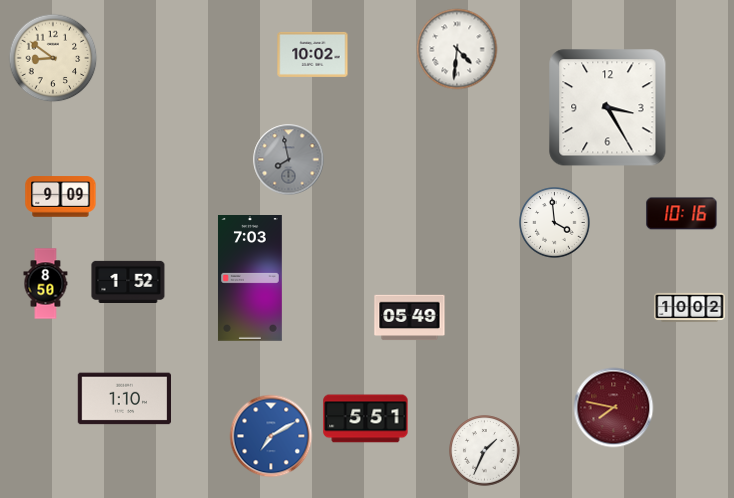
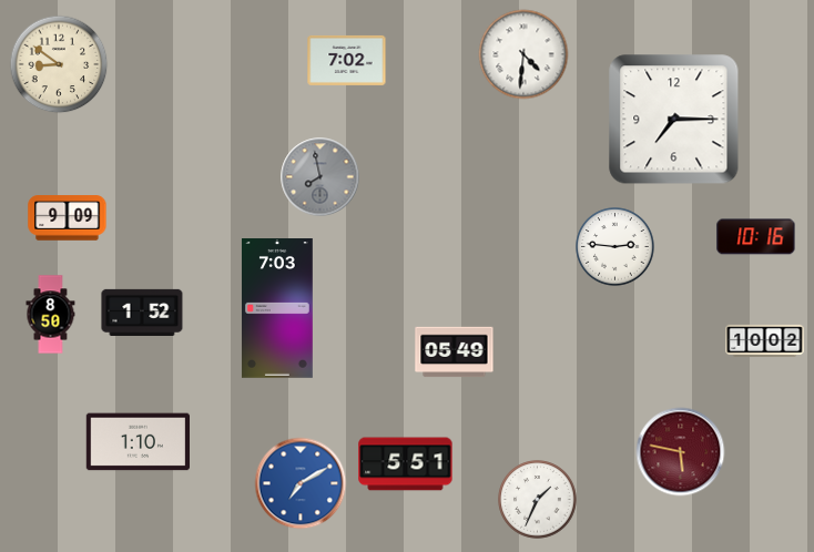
clock at (457, 49) position: (457, 49) -> (523, 54)
clock at (313, 54): 10:02 -> 7:02
clock at (608, 108): 3:25 -> 7:15
clock at (555, 223): 3:59 -> 2:46
clock at (614, 408): 7:47 -> 5:47
